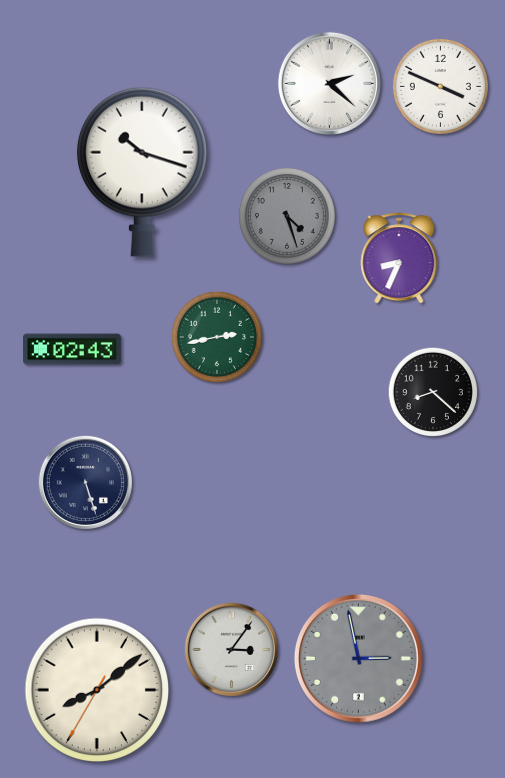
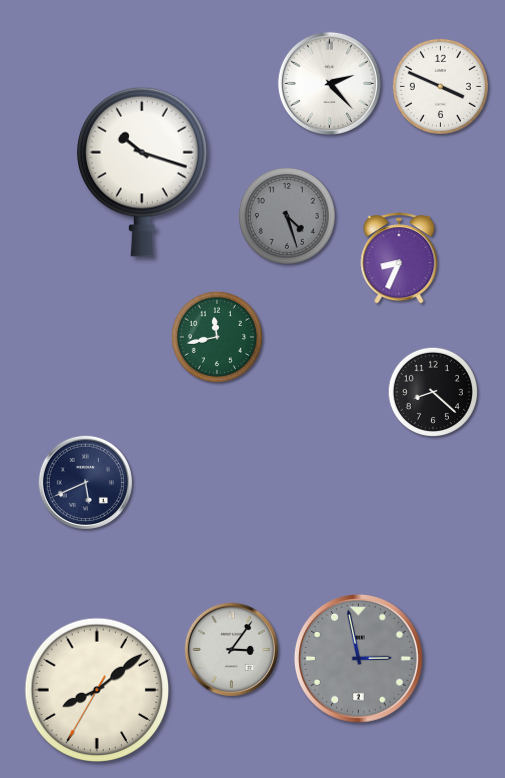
clock at (329, 83): 2:22 -> 2:23
clock at (217, 337): 2:43 -> 11:43
clock at (72, 349): 02:43 -> none
clock at (85, 482): 5:27 -> 5:41
